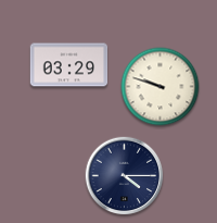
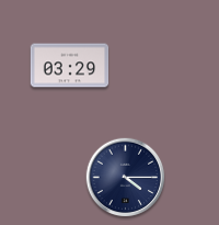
clock at (161, 87): 9:48 -> none
